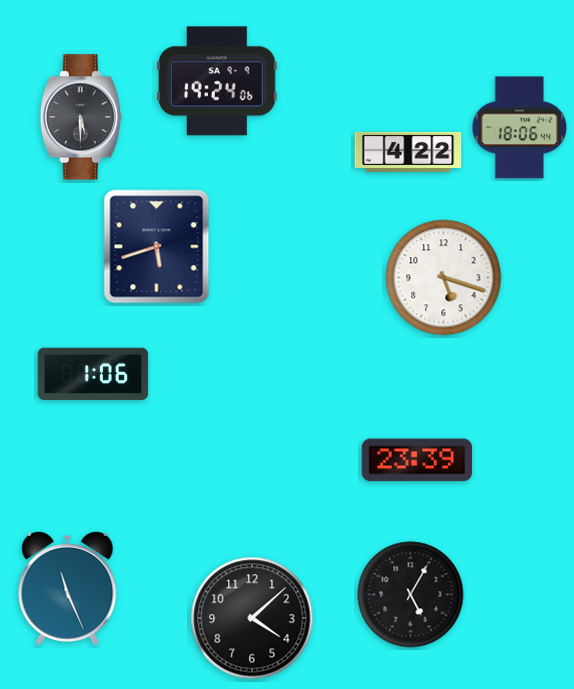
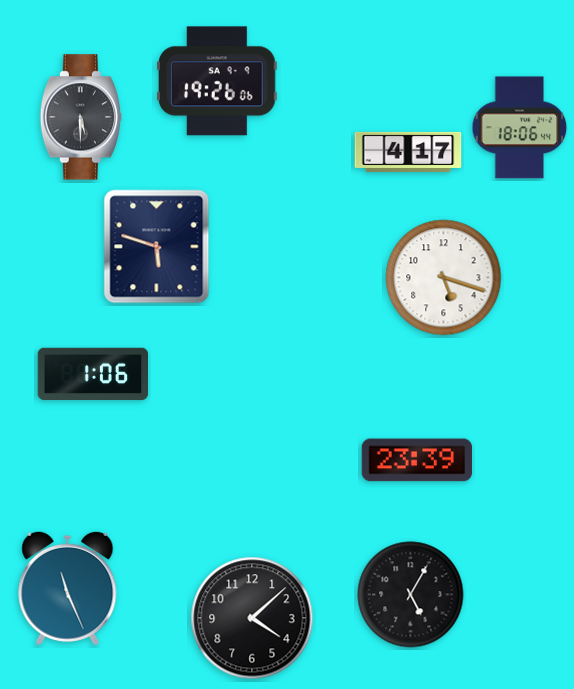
clock at (217, 81): 19:24 -> 19:26
clock at (408, 152): 4:22 -> 4:17
clock at (157, 247): 5:42 -> 5:48
